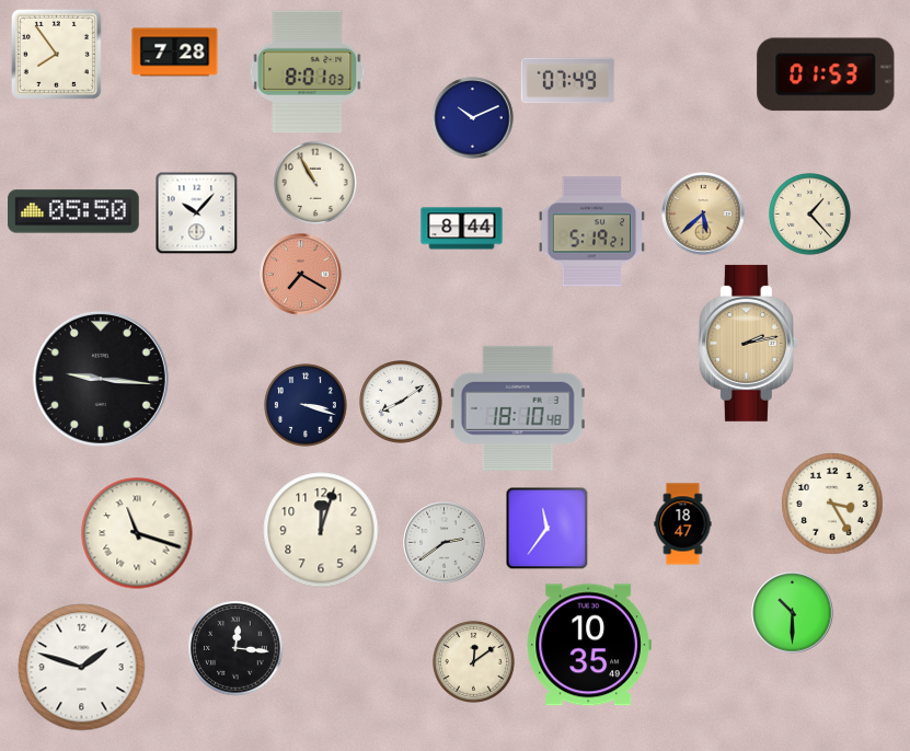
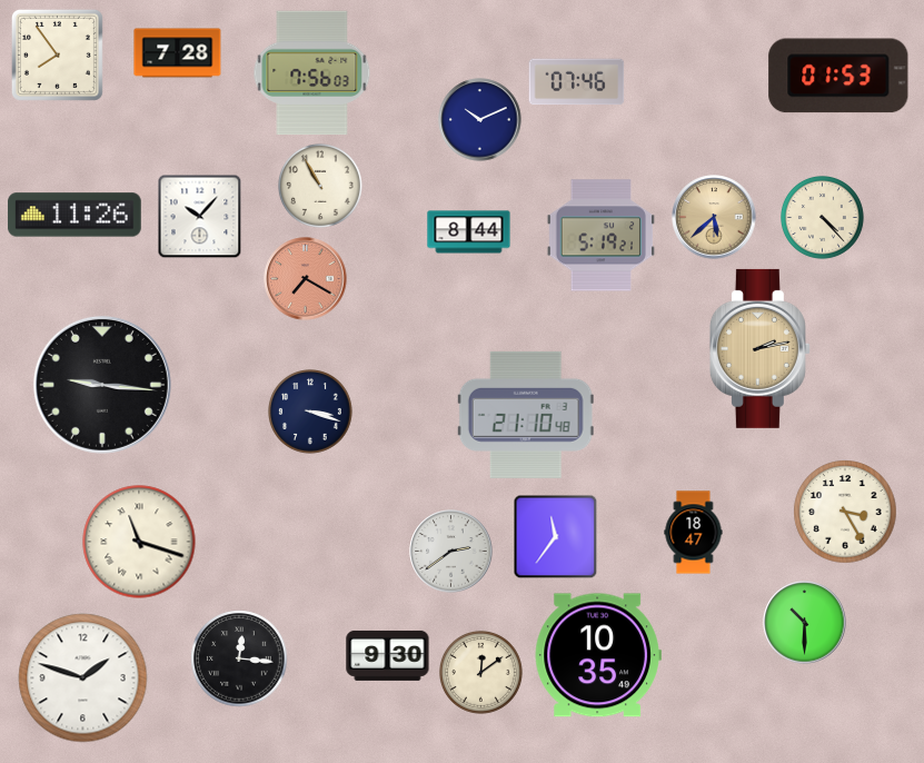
clock at (308, 72): 8:01 -> 7:56
clock at (568, 81): 07:49 -> 07:46
clock at (73, 211): 05:50 -> 11:26
clock at (810, 215): 1:23 -> 4:23
clock at (402, 403): 8:09 -> none
clock at (518, 408): 18:10 -> 21:10
clock at (321, 530): 12:03 -> none
clock at (388, 655): none -> 9:30
